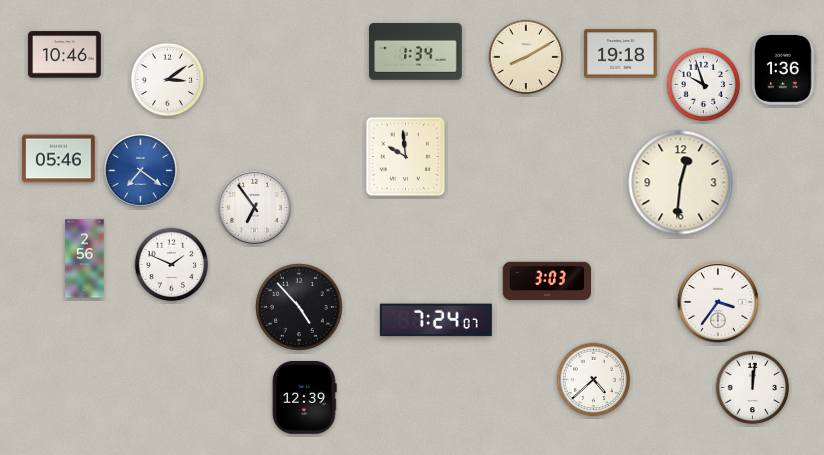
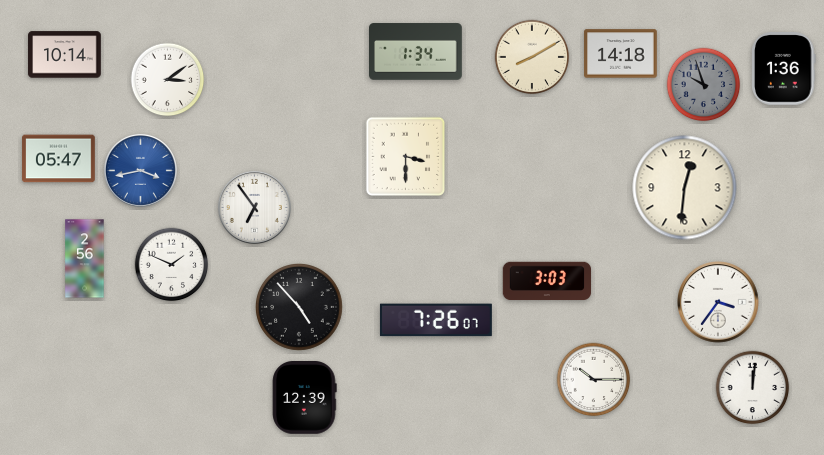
clock at (621, 54): 19:18 -> 14:18
clock at (65, 55): 10:46 -> 10:14
clock at (526, 57) position: (526, 57) -> (532, 57)
clock at (704, 85) dial: white -> grey
clock at (406, 157): 9:59 -> 3:30
clock at (59, 159): 05:46 -> 05:47
clock at (140, 170): 7:21 -> 3:43
clock at (681, 183) position: (681, 183) -> (685, 188)
clock at (436, 320): 7:24 -> 7:26
clock at (594, 380): 4:38 -> 10:15
